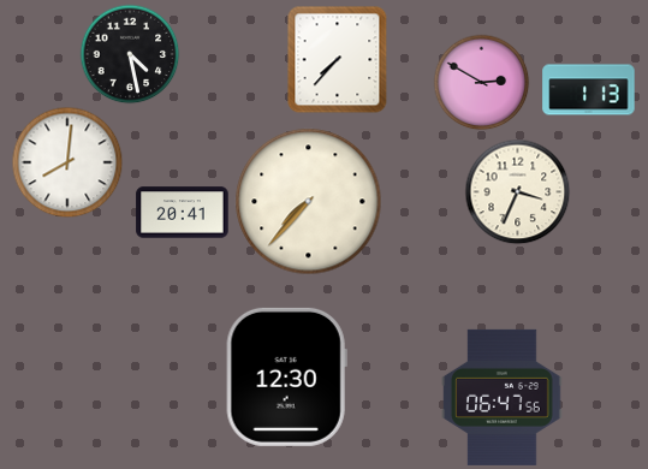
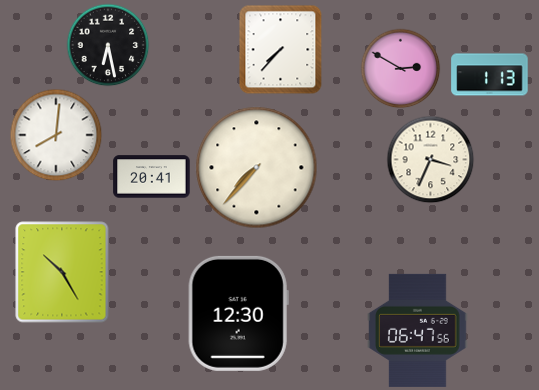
clock at (130, 54): 4:28 -> 6:28
clock at (62, 272): none -> 10:25
